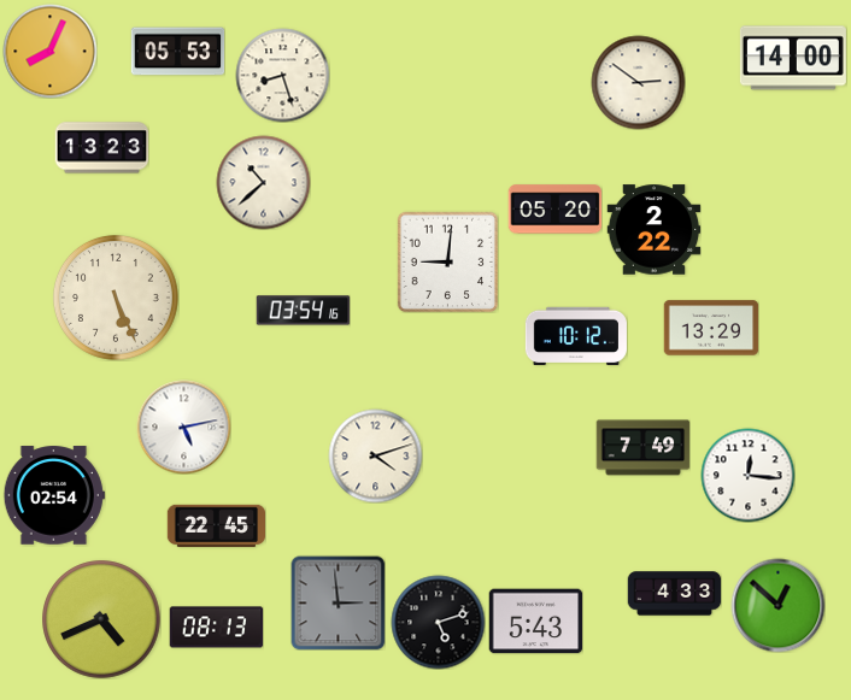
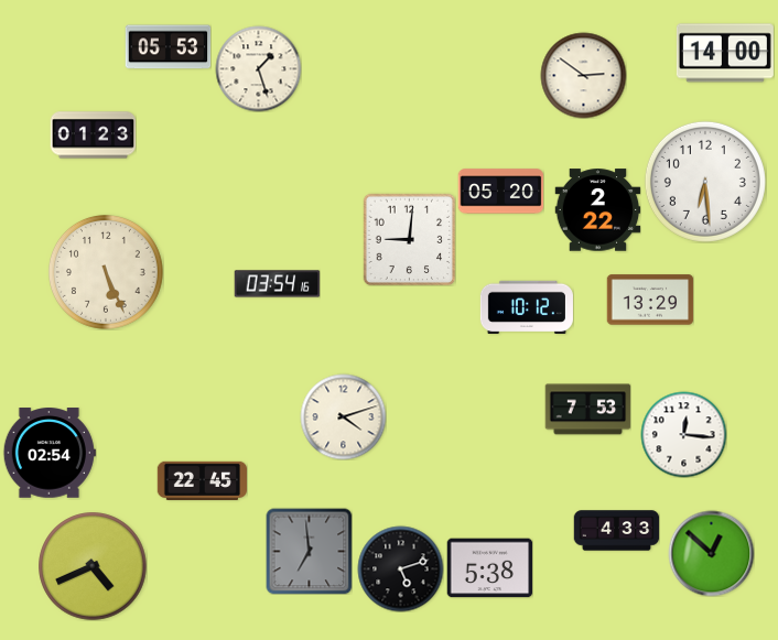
clock at (49, 51): 8:04 -> none
clock at (177, 52) position: (177, 52) -> (168, 47)
clock at (282, 75): 8:27 -> 1:27
clock at (101, 148): 13:23 -> 01:23
clock at (263, 182): 10:38 -> none
clock at (705, 182): none -> 6:29
clock at (554, 210) position: (554, 210) -> (500, 192)
clock at (183, 427): 5:13 -> none
clock at (642, 448): 7:49 -> 7:53
clock at (216, 525) position: (216, 525) -> (202, 480)
clock at (674, 594) position: (674, 594) -> (616, 531)
clock at (338, 602): 2:59 -> 6:59
clock at (535, 622): 5:43 -> 5:38
clock at (216, 628): 08:13 -> none
